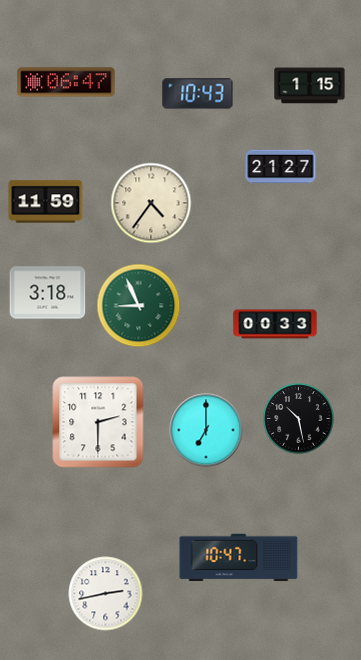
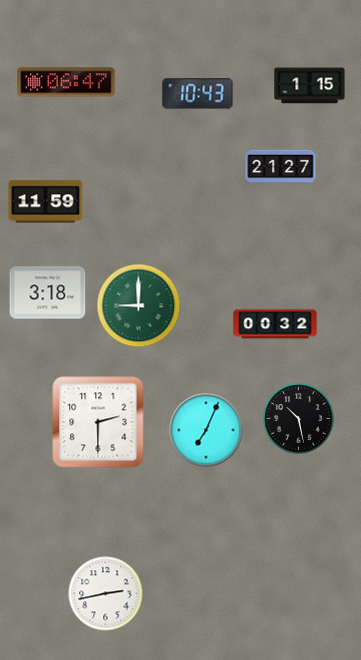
clock at (151, 203): 4:36 -> none
clock at (139, 306): 8:56 -> 9:00
clock at (275, 324): 00:33 -> 00:32
clock at (206, 430): 7:00 -> 7:04
clock at (239, 558): 10:47 -> none
